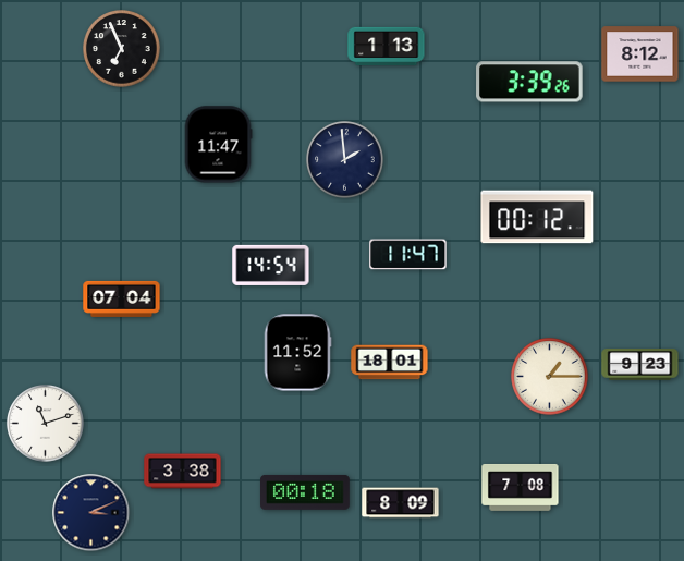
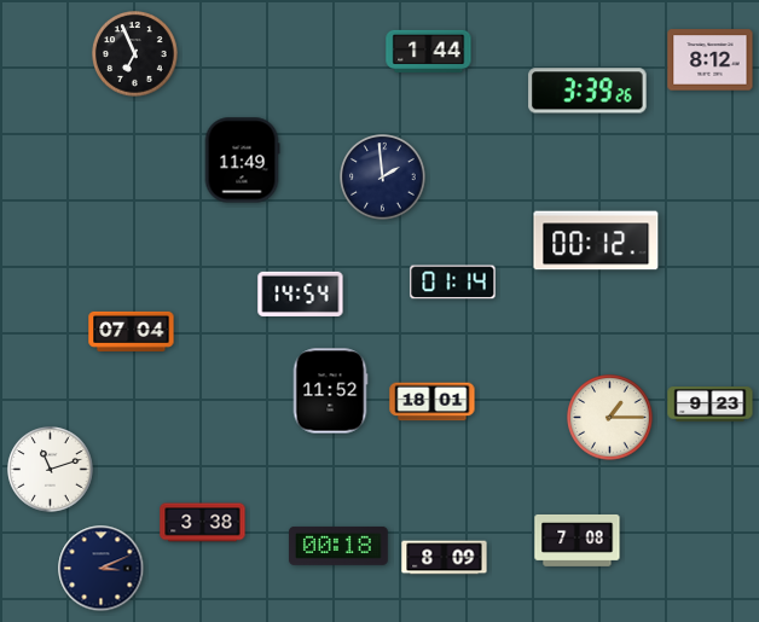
clock at (387, 47): 1:13 -> 1:44
clock at (218, 145): 11:47 -> 11:49
clock at (408, 255): 11:47 -> 01:14
clock at (122, 298) position: (122, 298) -> (132, 331)
